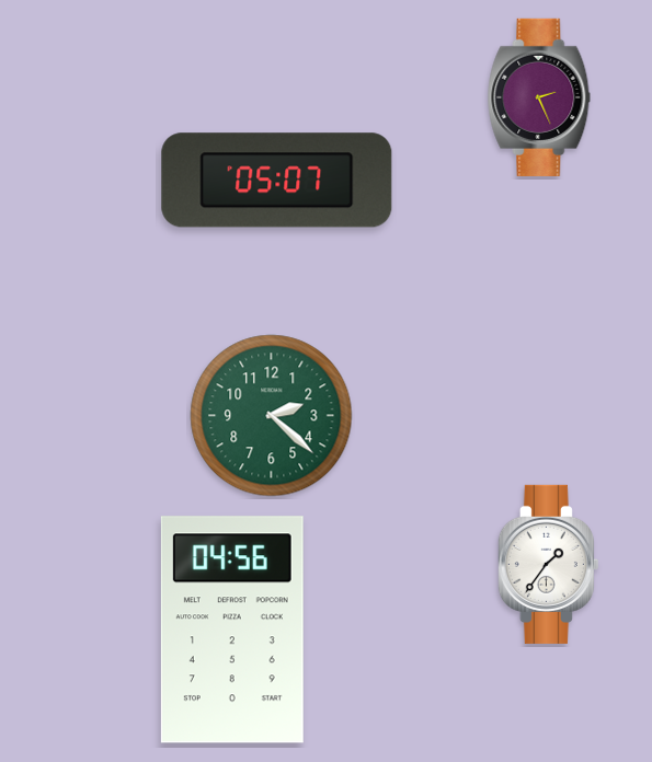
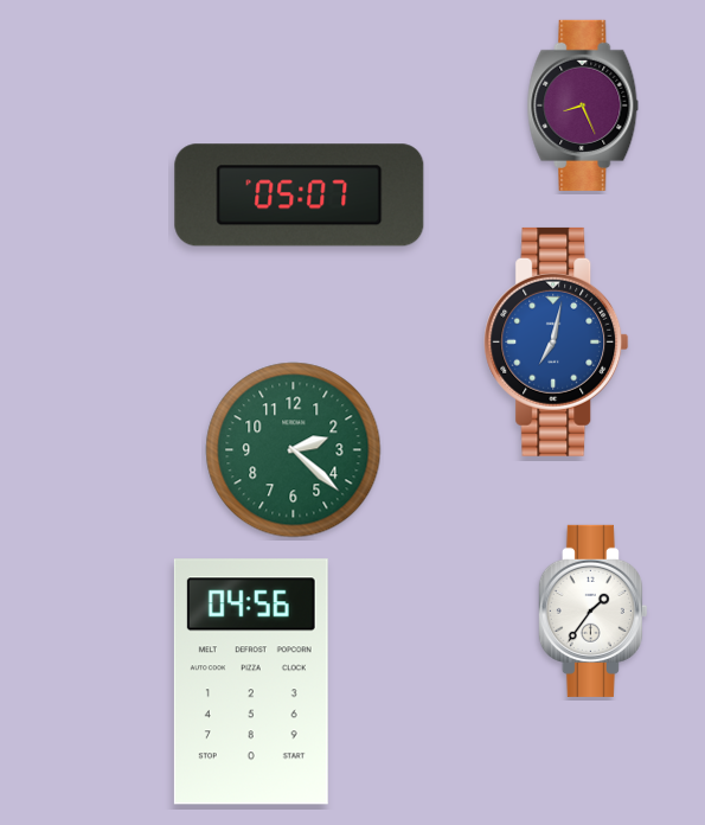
clock at (539, 97): 2:26 -> 8:26
clock at (557, 341): none -> 7:02
